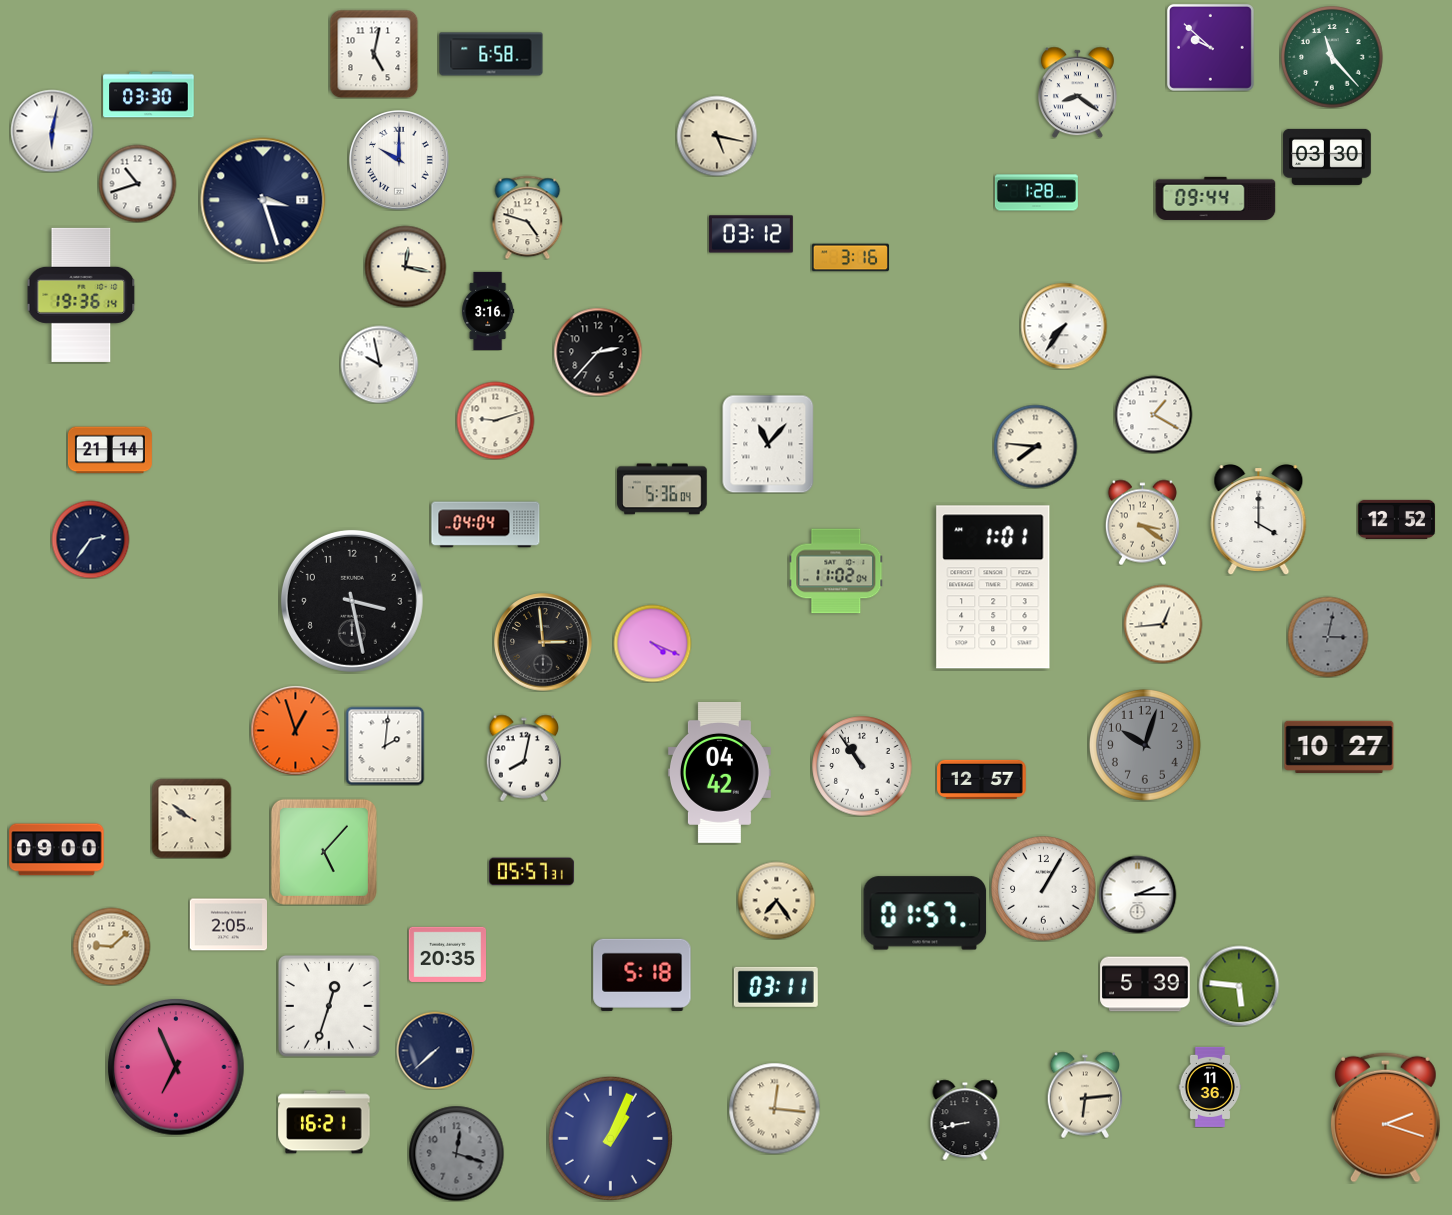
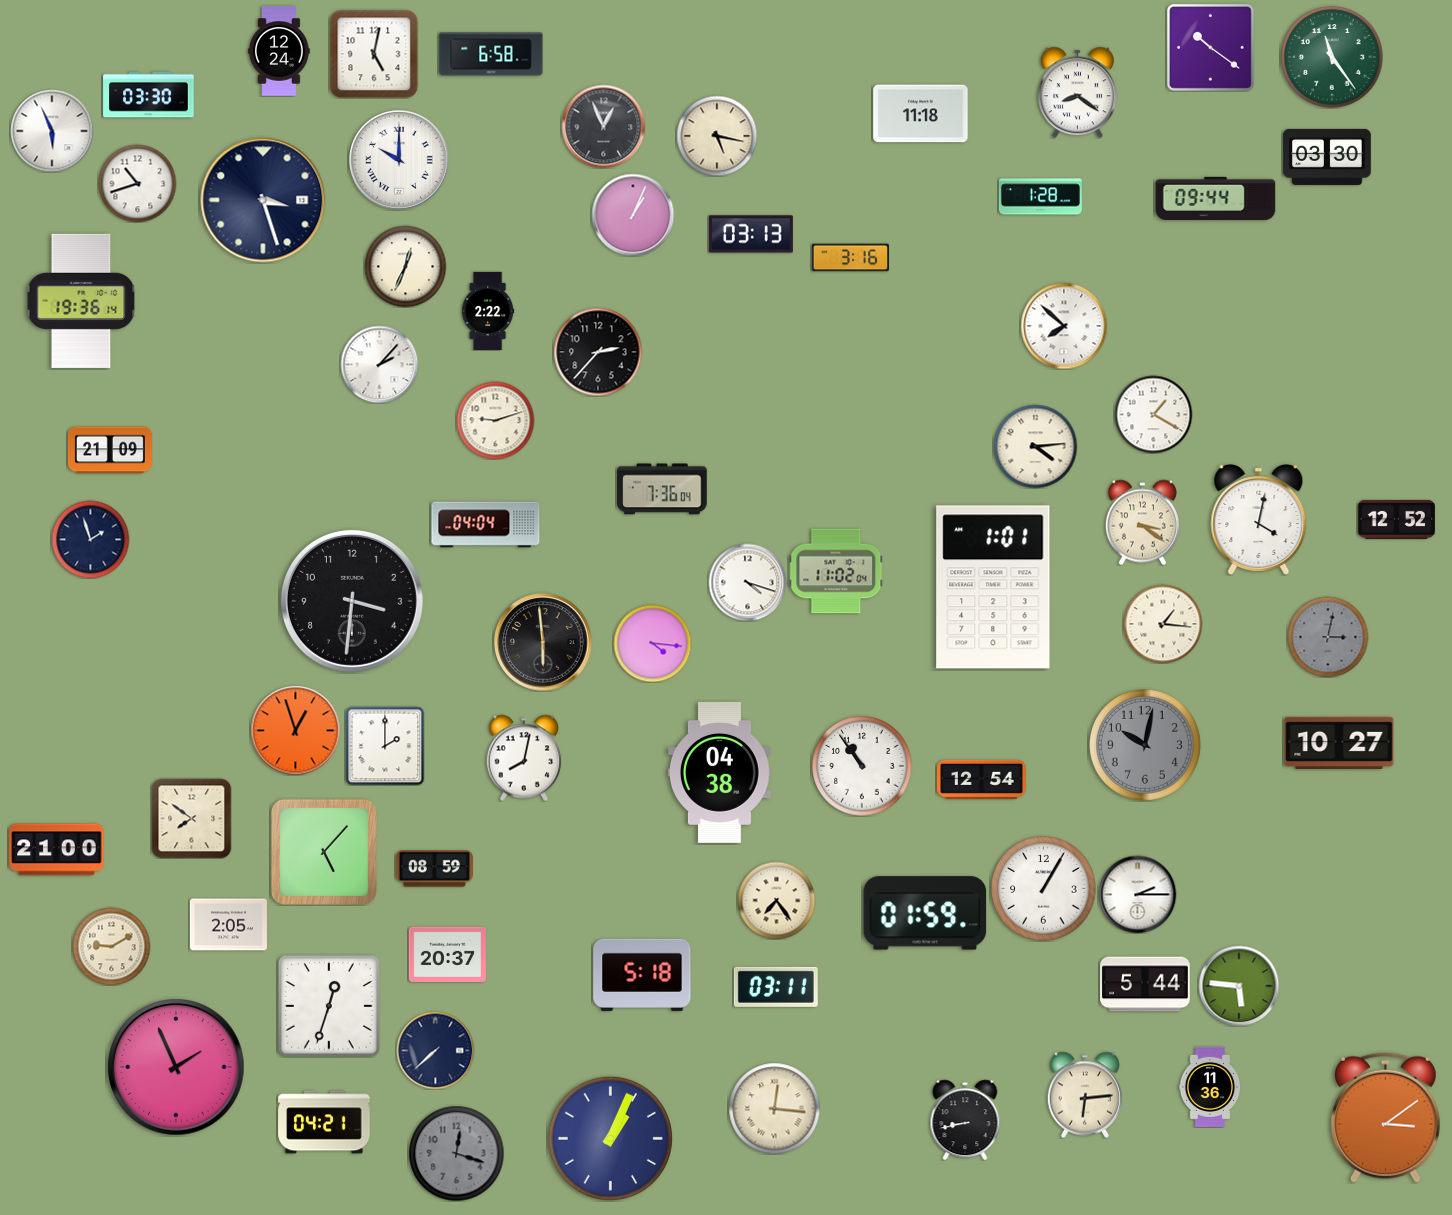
clock at (1210, 47): 9:52 -> 10:21
clock at (279, 51): none -> 12:24
clock at (1332, 57): 11:23 -> 11:24
clock at (921, 114): none -> 11:18
clock at (603, 126): none -> 12:56
clock at (52, 131): 6:02 -> 5:56
clock at (1036, 193) position: (1036, 193) -> (1040, 197)
clock at (633, 215): none -> 1:04
clock at (528, 217): 4:48 -> none
clock at (751, 234): 03:12 -> 03:13
clock at (405, 266): 12:17 -> 12:34
clock at (81, 295) position: (81, 295) -> (81, 301)
clock at (488, 310): 3:16 -> 2:22
clock at (1064, 326): 7:36 -> 7:52
clock at (379, 364): 9:58 -> 2:07
clock at (768, 444): 11:07 -> none
clock at (1035, 446): 7:46 -> 4:14
clock at (110, 450): 21:14 -> 21:09
clock at (662, 489): 5:36 -> 7:36
clock at (1259, 520): 4:00 -> 4:02
clock at (90, 539): 2:36 -> 1:57
clock at (747, 582): none -> 4:18
clock at (352, 601): 3:28 -> 3:31
clock at (1163, 624): 12:44 -> 1:16
clock at (543, 642): 2:59 -> 5:59
clock at (652, 643): 4:19 -> 4:16
clock at (1145, 745): 10:03 -> 10:02
clock at (385, 746): 2:01 -> 2:00
clock at (1339, 747) position: (1339, 747) -> (1339, 743)
clock at (719, 772): 04:42 -> 04:38
clock at (982, 779): 12:57 -> 12:54
clock at (191, 818): 9:51 -> 7:51
clock at (57, 850): 09:00 -> 21:00
clock at (434, 869): none -> 08:59
clock at (531, 872): 05:57 -> none
clock at (925, 913): 01:57 -> 01:59
clock at (111, 946): 9:08 -> 9:10
clock at (447, 954): 20:35 -> 20:37
clock at (1145, 984): 5:39 -> 5:44
clock at (176, 1067): 6:56 -> 1:56
clock at (1385, 1117): 2:18 -> 3:09
clock at (324, 1122): 16:21 -> 04:21
